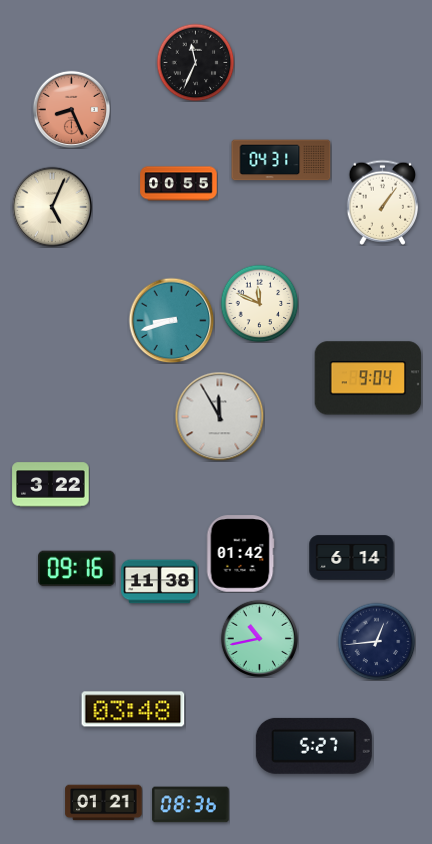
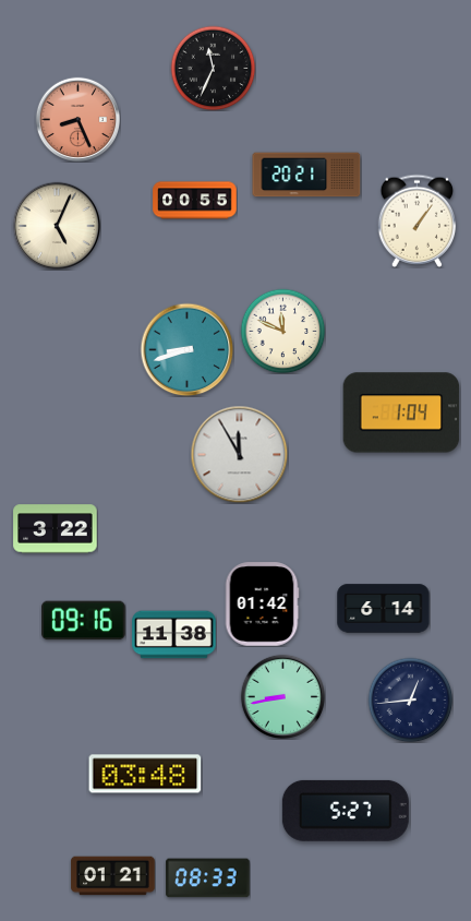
clock at (281, 160): 04:31 -> 20:21
clock at (368, 378): 9:04 -> 1:04
clock at (259, 638): 10:43 -> 8:43
clock at (314, 746) position: (314, 746) -> (346, 811)
clock at (191, 805): 08:36 -> 08:33
